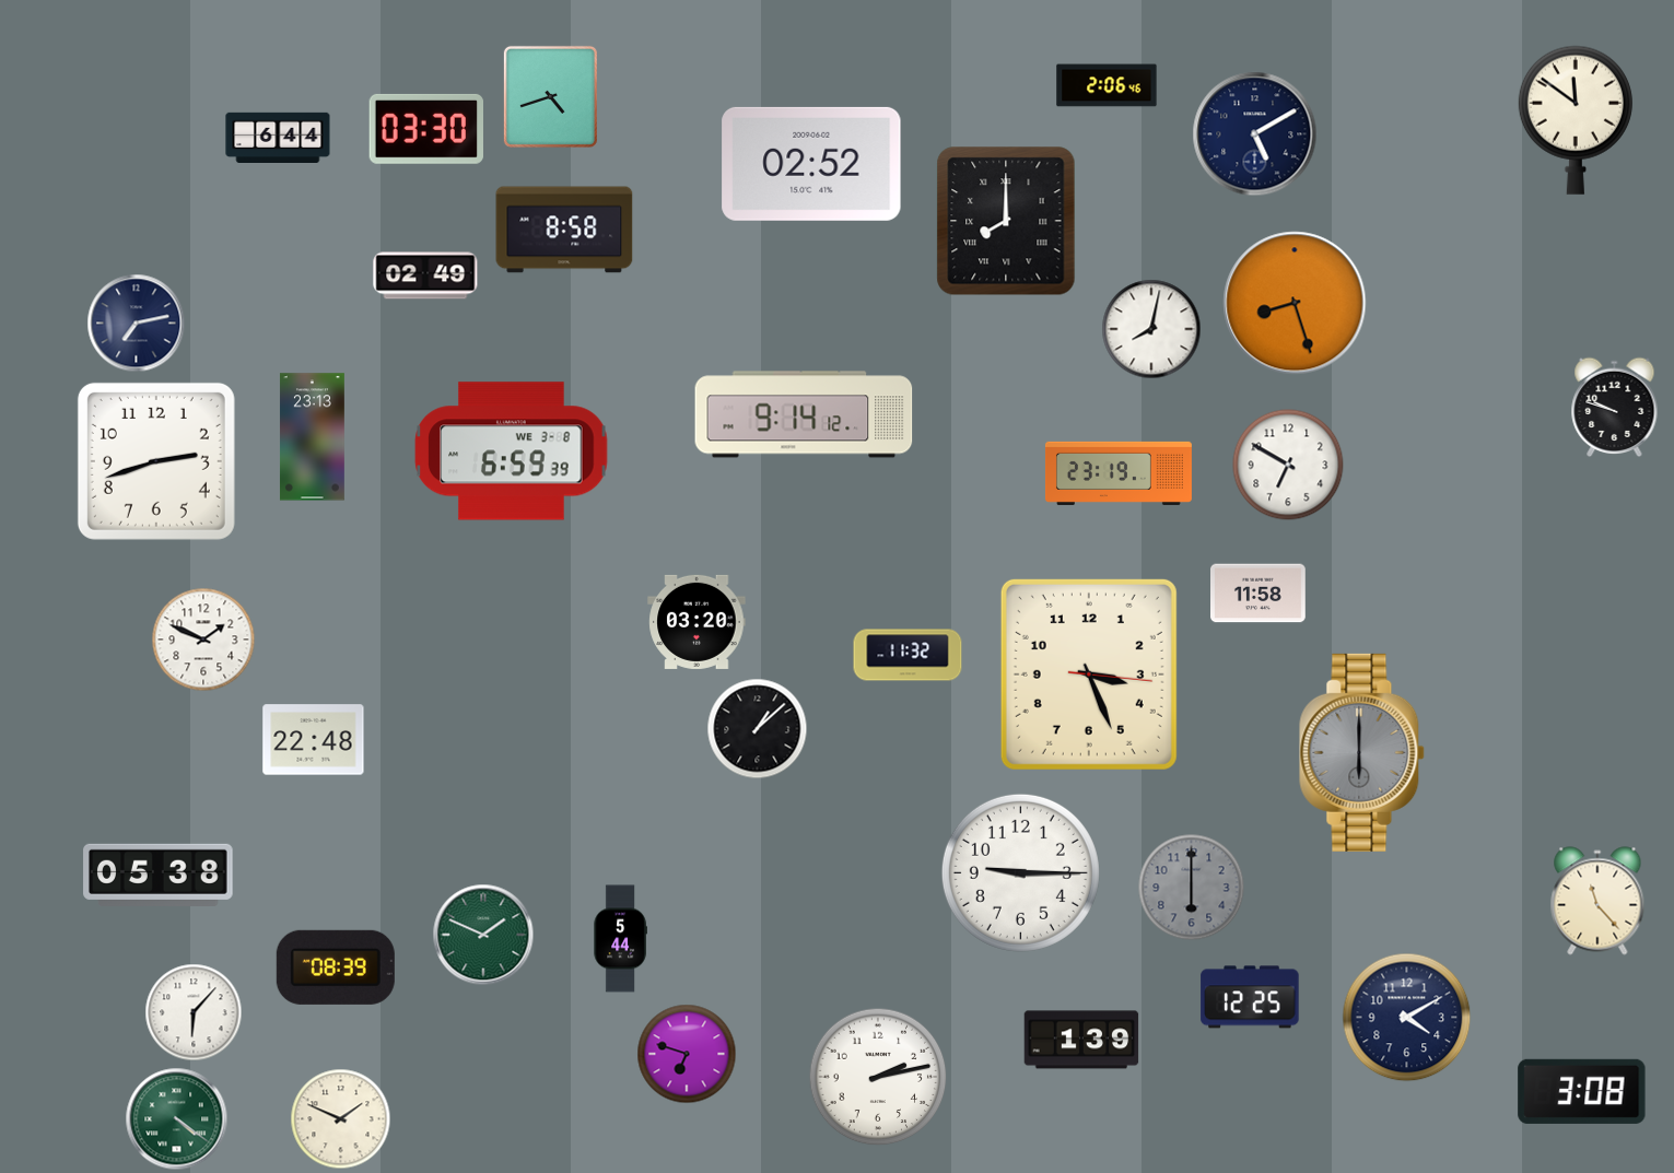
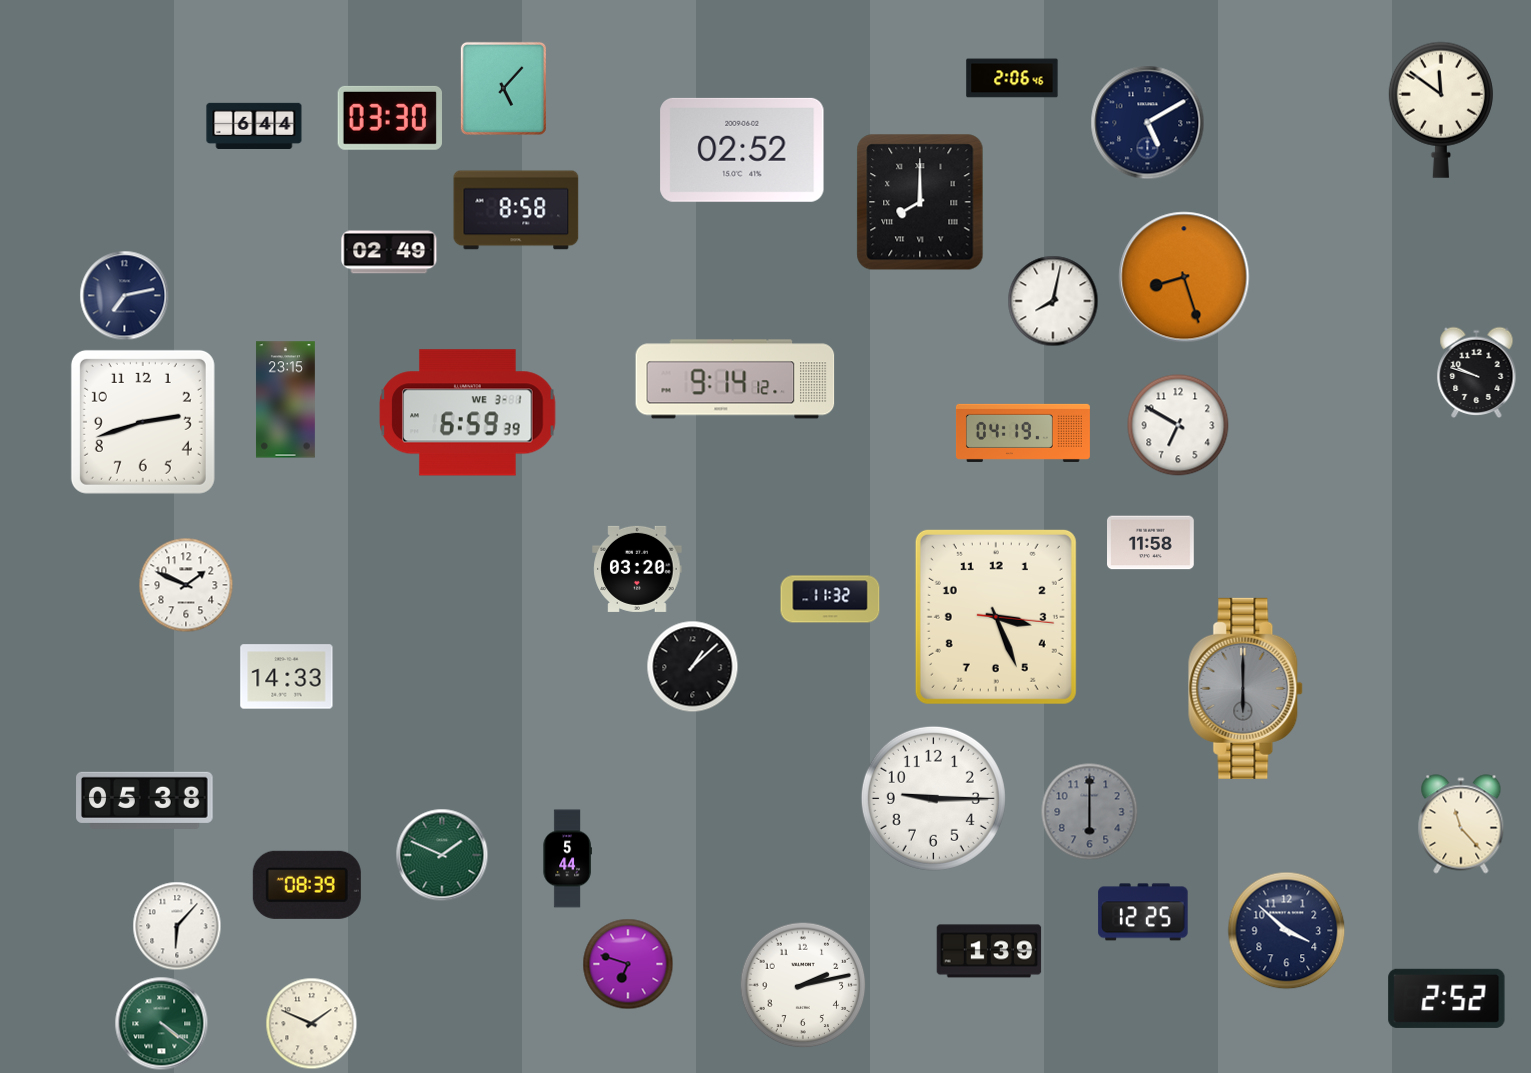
clock at (550, 96): 4:42 -> 5:07
clock at (312, 437): 23:13 -> 23:15
clock at (512, 451) date: WE 3-8 -> WE 3-1
clock at (1119, 473): 23:19 -> 04:19
clock at (314, 740): 22:48 -> 14:33
clock at (1407, 1018): 4:10 -> 3:52
clock at (1582, 1091): 3:08 -> 2:52
